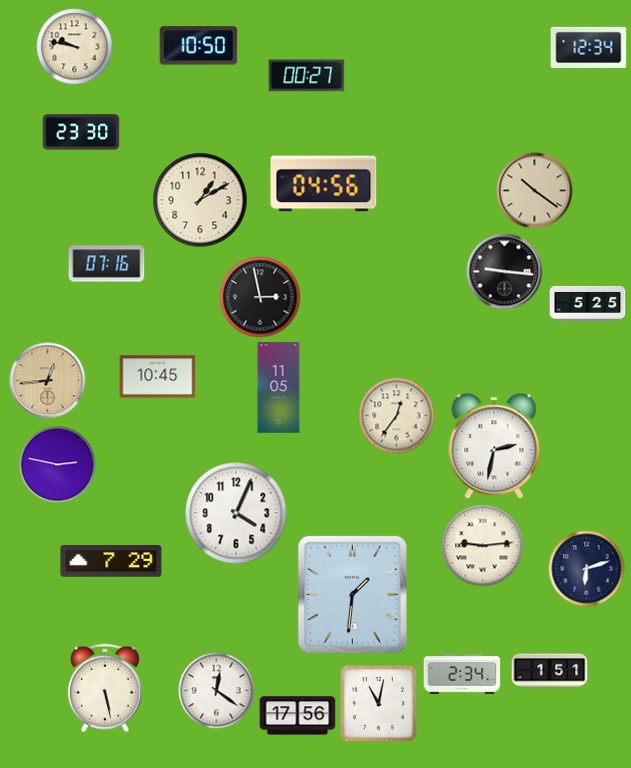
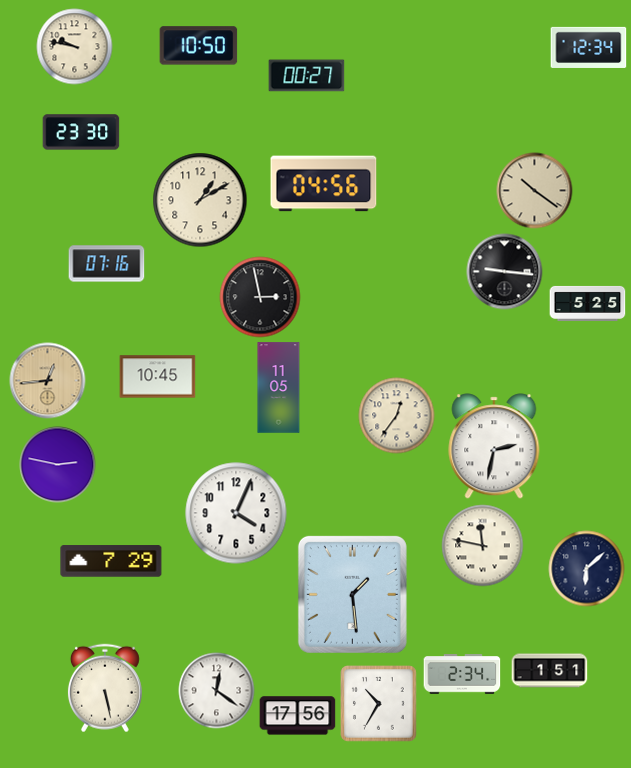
clock at (483, 546): 9:14 -> 11:47
clock at (587, 569): 6:12 -> 6:08
clock at (352, 594): 1:31 -> 1:29
clock at (379, 704): 11:02 -> 10:35
